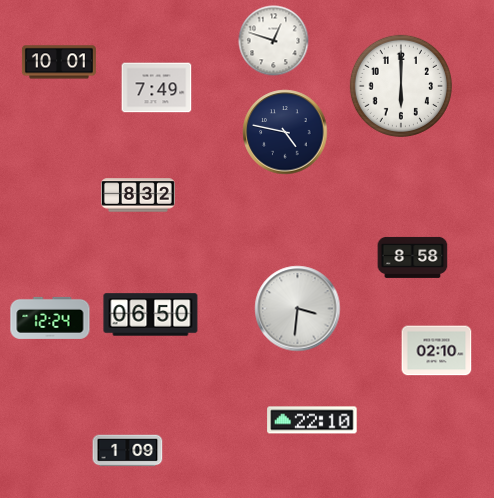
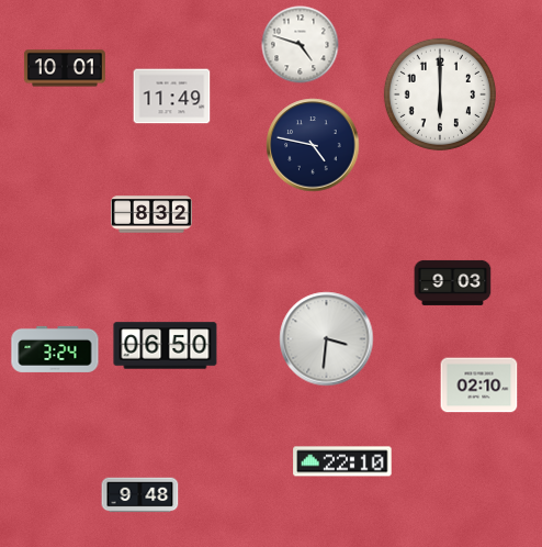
clock at (274, 41): 12:48 -> 4:48
clock at (157, 88): 7:49 -> 11:49
clock at (413, 257): 8:58 -> 9:03
clock at (50, 318): 12:24 -> 3:24
clock at (128, 451): 1:09 -> 9:48
